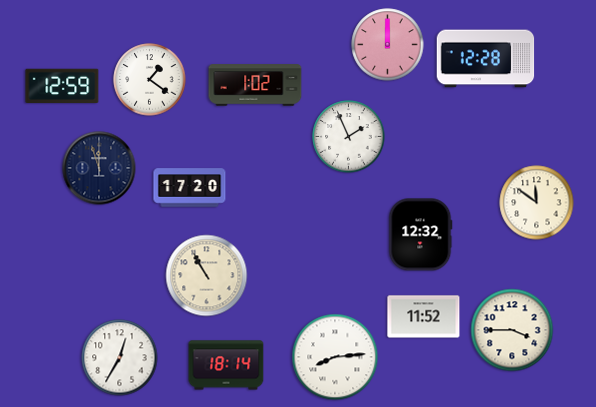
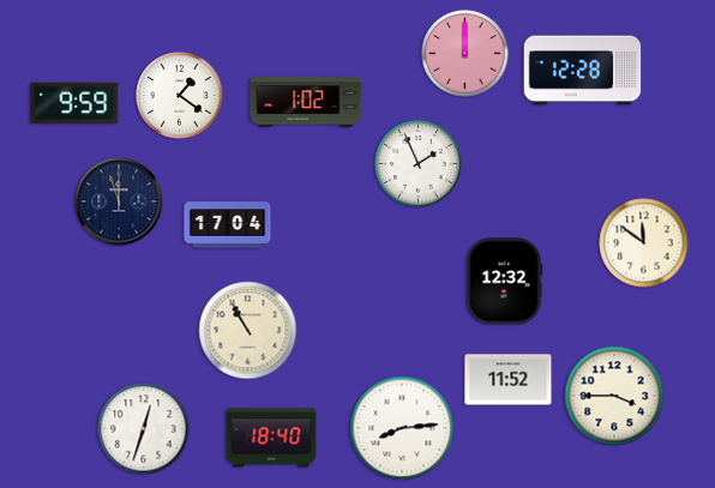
clock at (62, 85): 12:59 -> 9:59
clock at (190, 188): 17:20 -> 17:04
clock at (120, 358): 12:35 -> 12:33
clock at (226, 365): 18:14 -> 18:40
